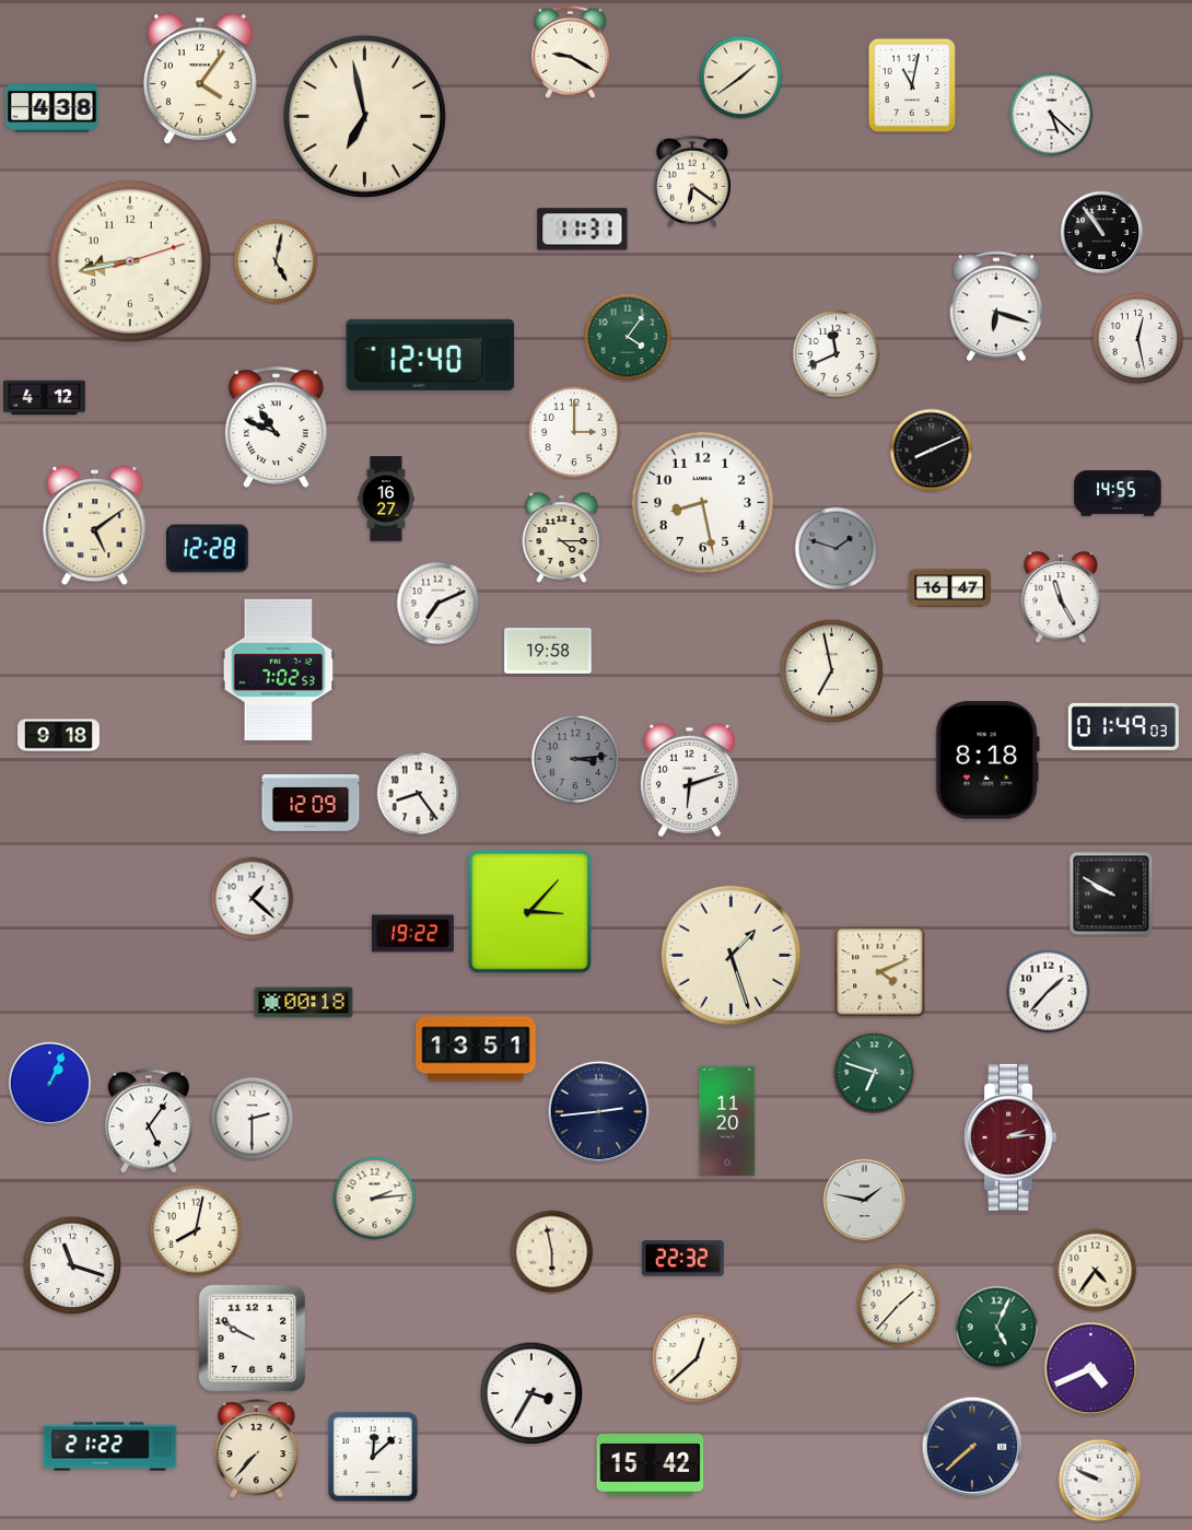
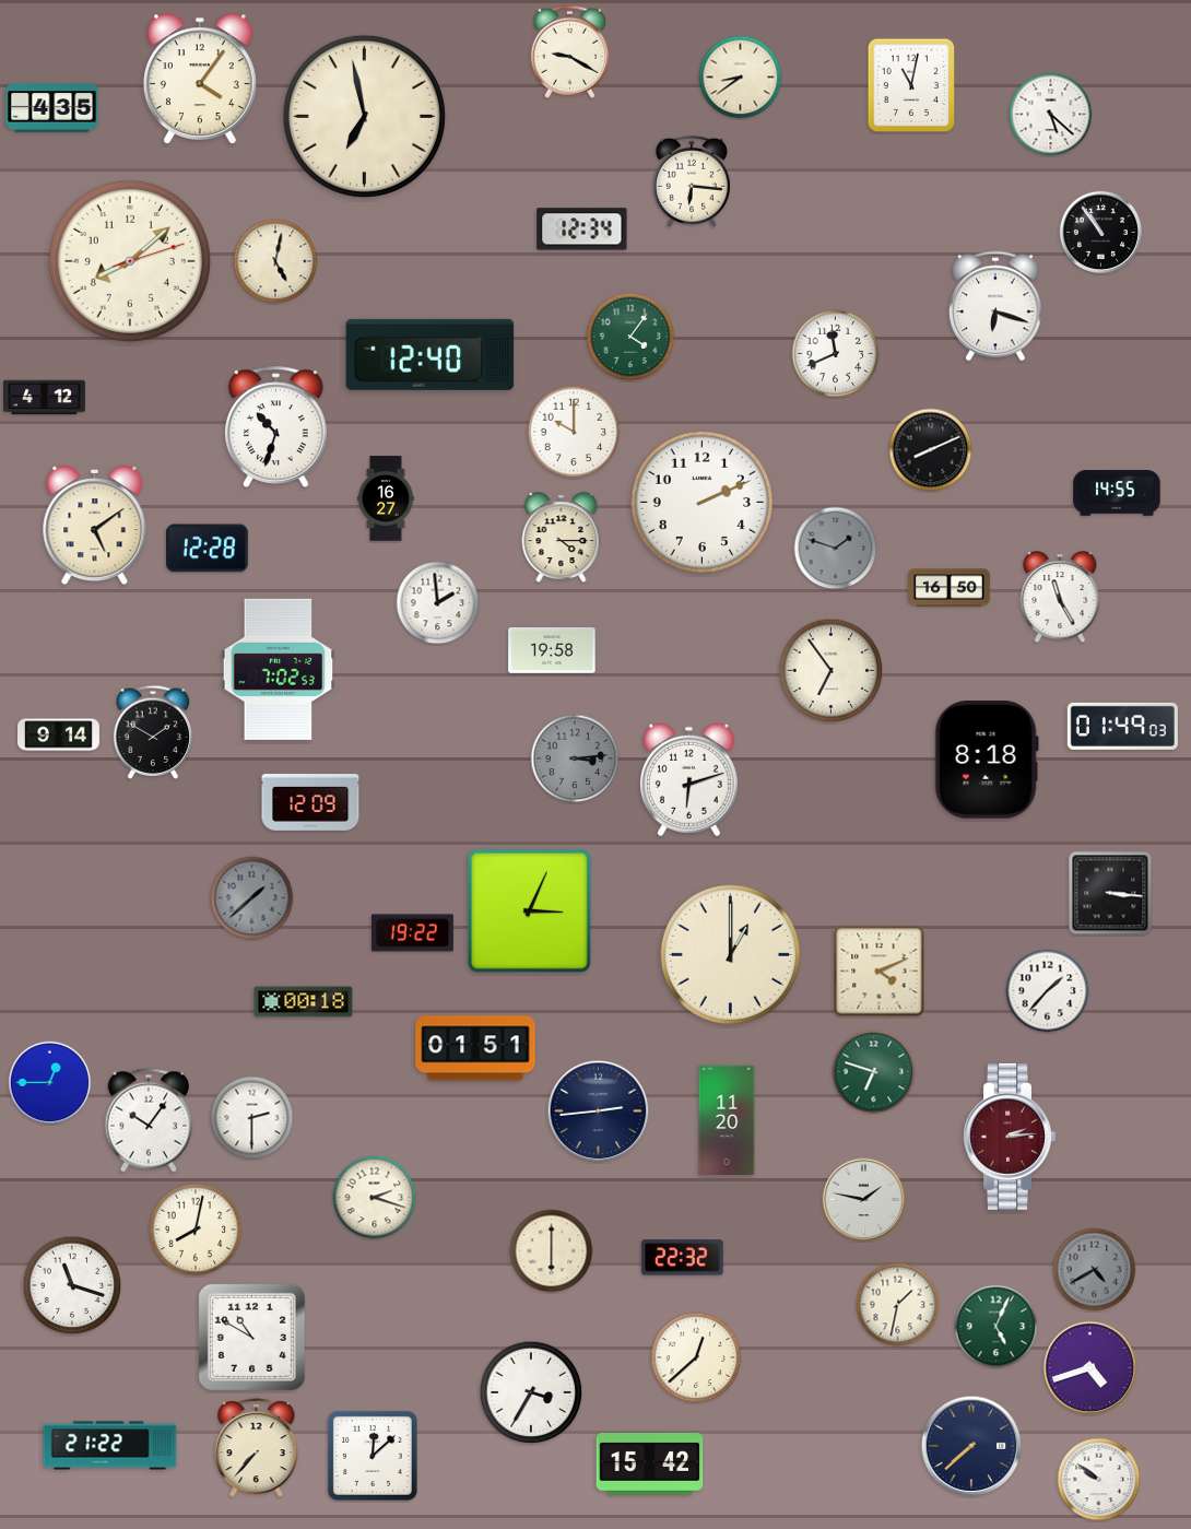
clock at (741, 78): 1:39 -> 8:39
clock at (52, 108): 4:38 -> 4:35
clock at (692, 182): 6:21 -> 6:16
clock at (583, 230): 11:31 -> 12:34
clock at (130, 261): 8:43 -> 8:08
clock at (628, 337) position: (628, 337) -> (630, 337)
clock at (1138, 339): 12:28 -> none
clock at (277, 427): 10:49 -> 10:33
clock at (574, 432): 3:00 -> 10:00
clock at (702, 502): 8:28 -> 2:11
clock at (950, 588): 16:47 -> 16:50
clock at (439, 604): 7:11 -> 1:59
clock at (548, 651) position: (548, 651) -> (552, 650)
clock at (832, 671): 6:58 -> 6:54
clock at (153, 732): none -> 1:50
clock at (59, 736): 9:18 -> 9:14
clock at (419, 794): 8:24 -> none
clock at (1111, 894): 9:50 -> 3:16
clock at (253, 899): 1:22 -> 1:38
clock at (253, 899) dial: white -> grey
clock at (530, 912): 3:07 -> 3:04
clock at (731, 955): 1:27 -> 1:00
clock at (476, 1049): 13:51 -> 01:51
clock at (50, 1084): 1:04 -> 12:45
clock at (148, 1121): 5:06 -> 10:06
clock at (375, 1199): 2:14 -> 2:18
clock at (552, 1252): 5:58 -> 6:00
clock at (72, 1265) position: (72, 1265) -> (72, 1285)
clock at (1096, 1271): 4:36 -> 4:40
clock at (1096, 1271) dial: cream -> grey
clock at (899, 1306): 1:37 -> 1:32
clock at (252, 1338): 9:50 -> 10:50
clock at (1091, 1369): 4:41 -> 4:42
clock at (1100, 1481): 9:49 -> 9:51
